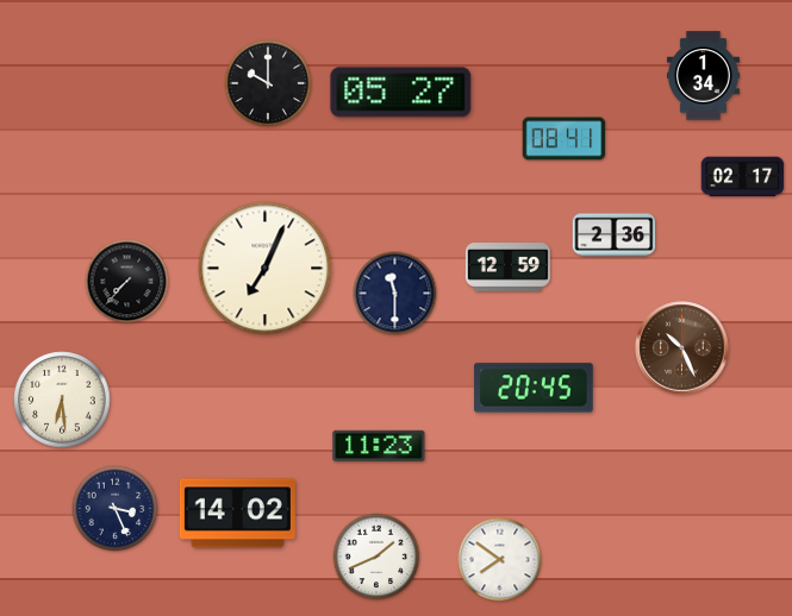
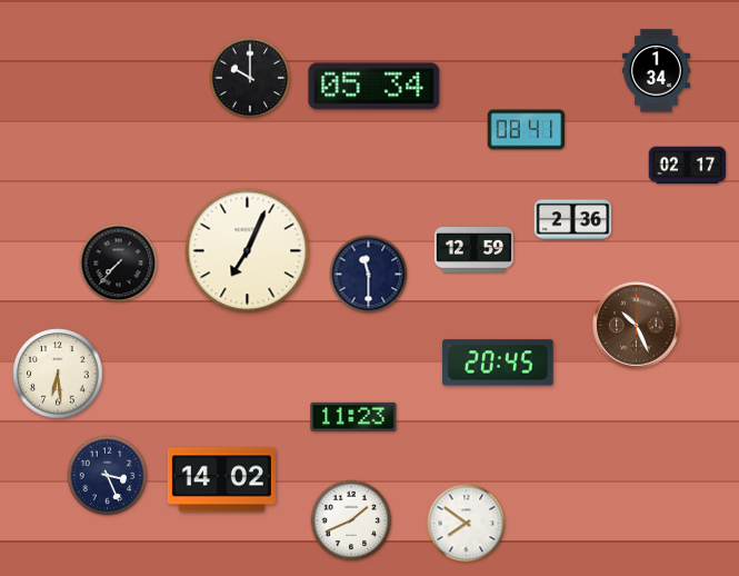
clock at (401, 93): 05:27 -> 05:34
clock at (743, 177) position: (743, 177) -> (688, 166)
